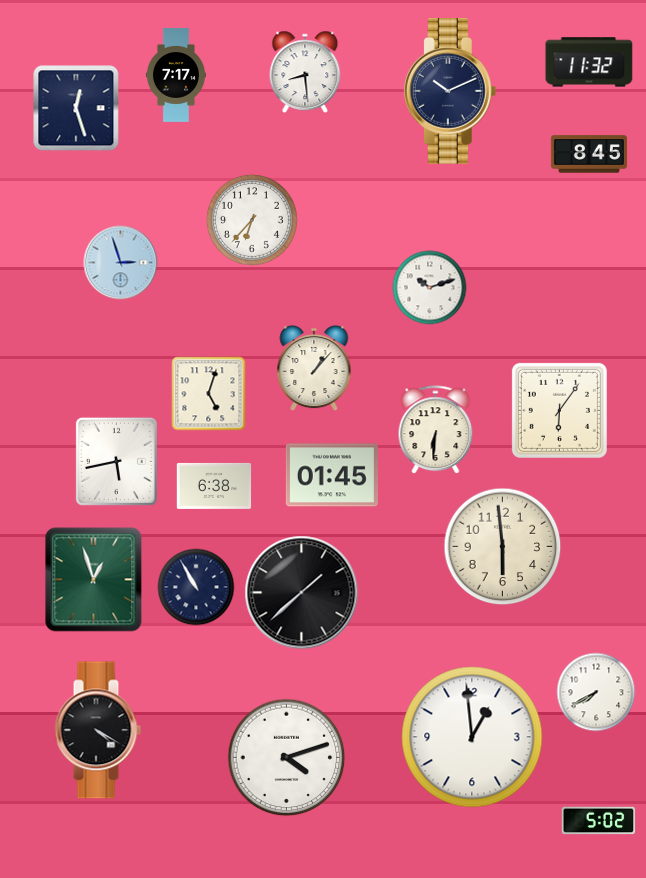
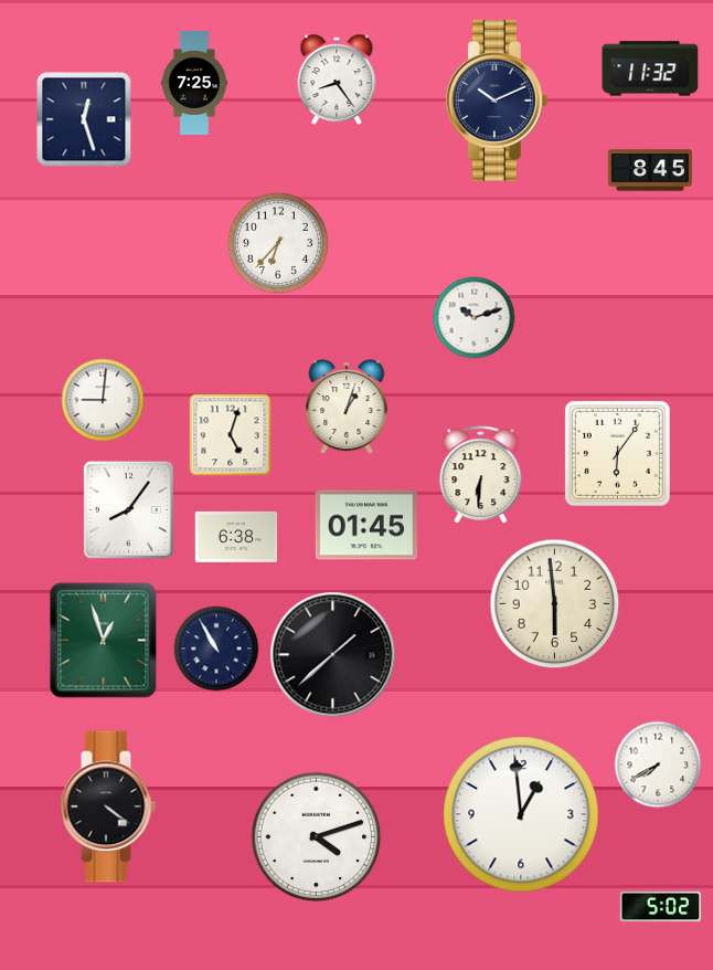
clock at (305, 72): 8:29 -> 8:24
clock at (176, 76): 7:17 -> 7:25
clock at (121, 263): 2:57 -> none
clock at (103, 400): none -> 9:01
clock at (314, 368): 1:07 -> 1:03
clock at (116, 461): 5:43 -> 8:06
clock at (98, 730): 4:20 -> 4:21
